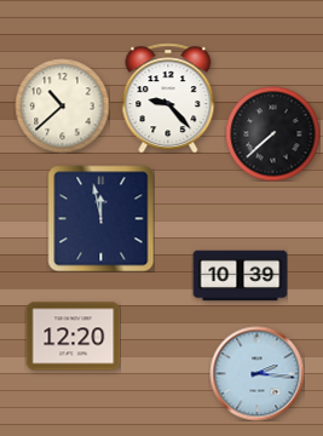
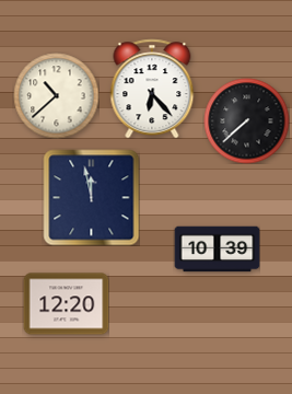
clock at (168, 98): 9:23 -> 6:23
clock at (256, 373): 2:16 -> none
